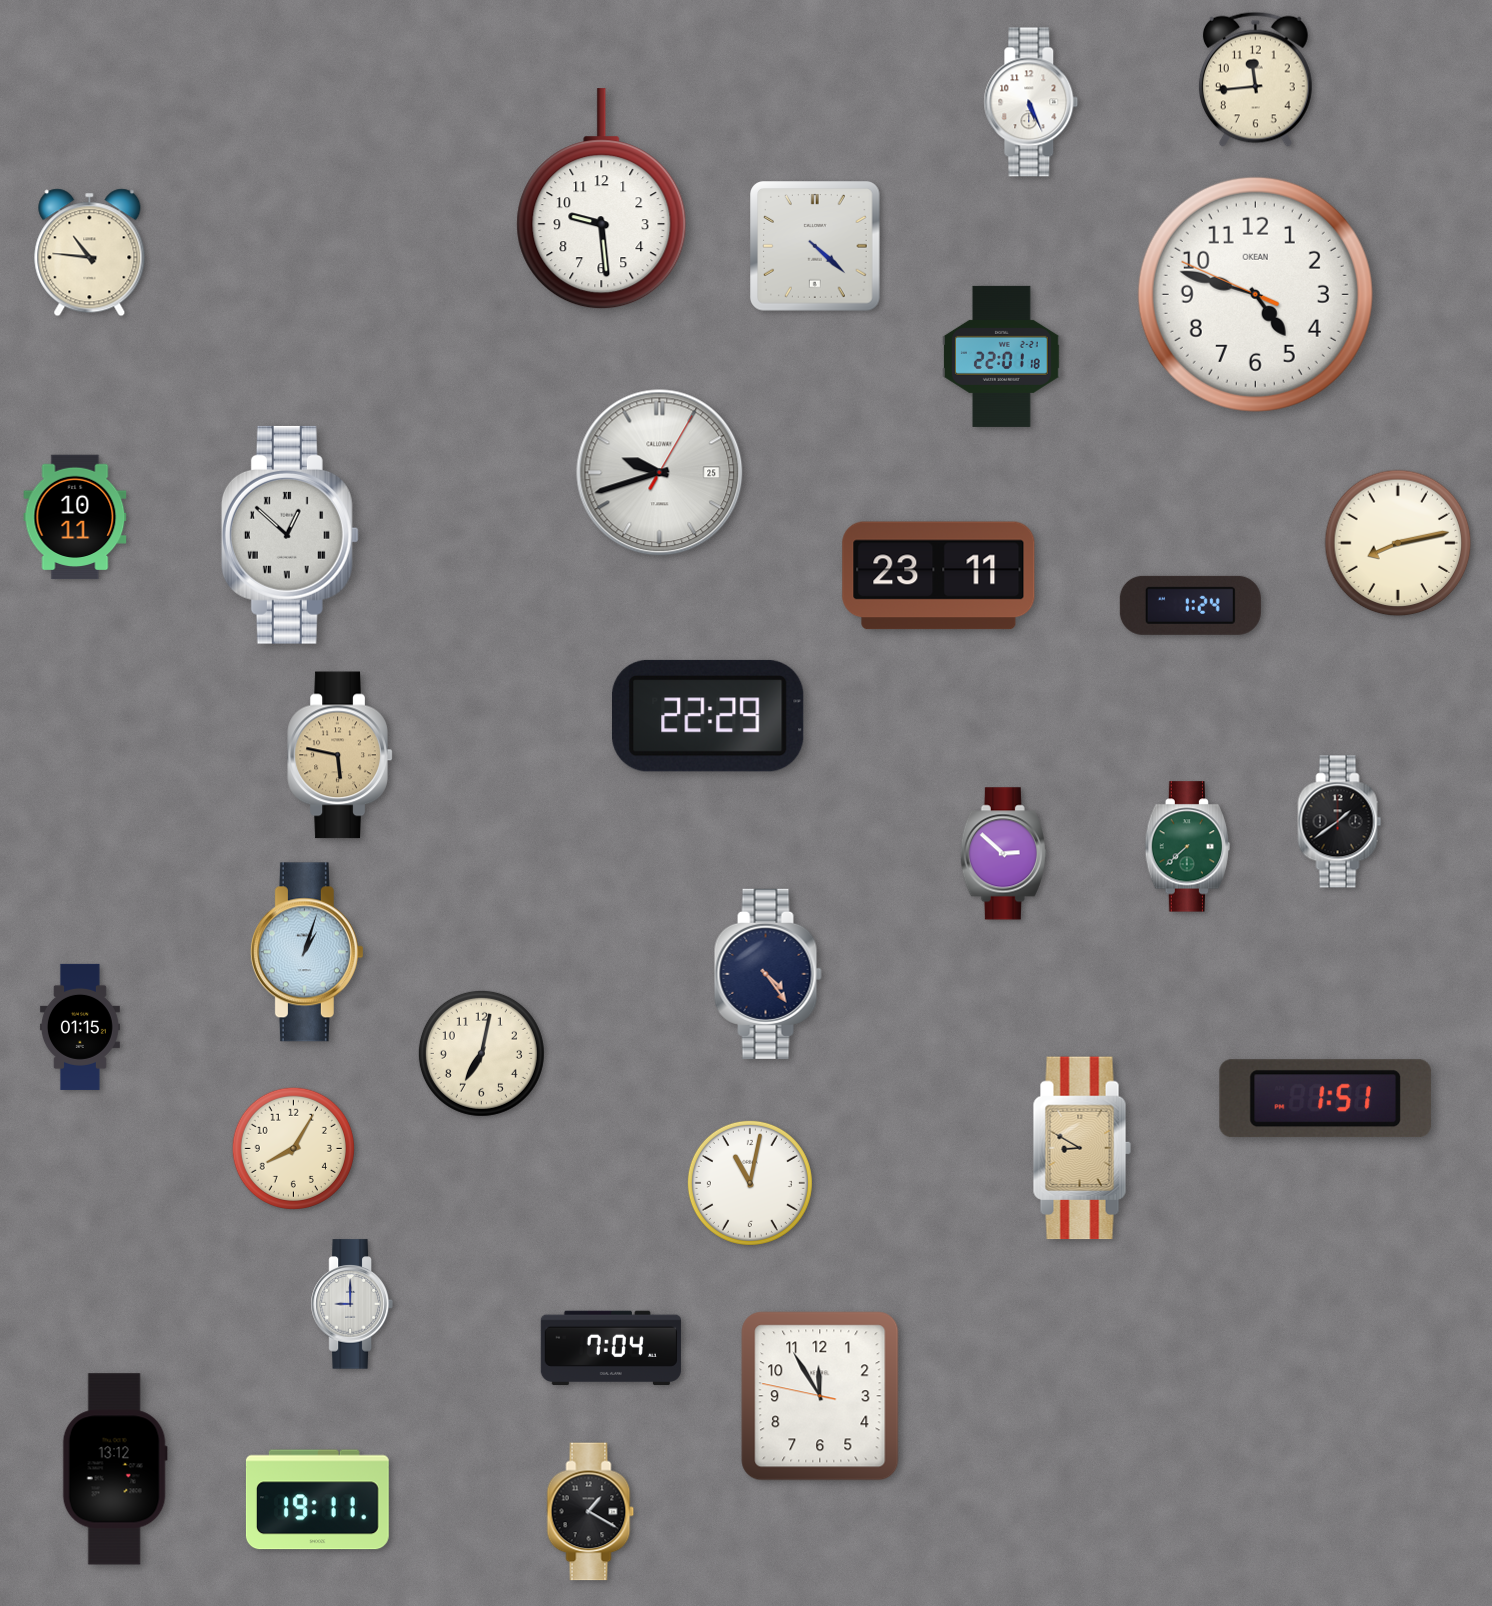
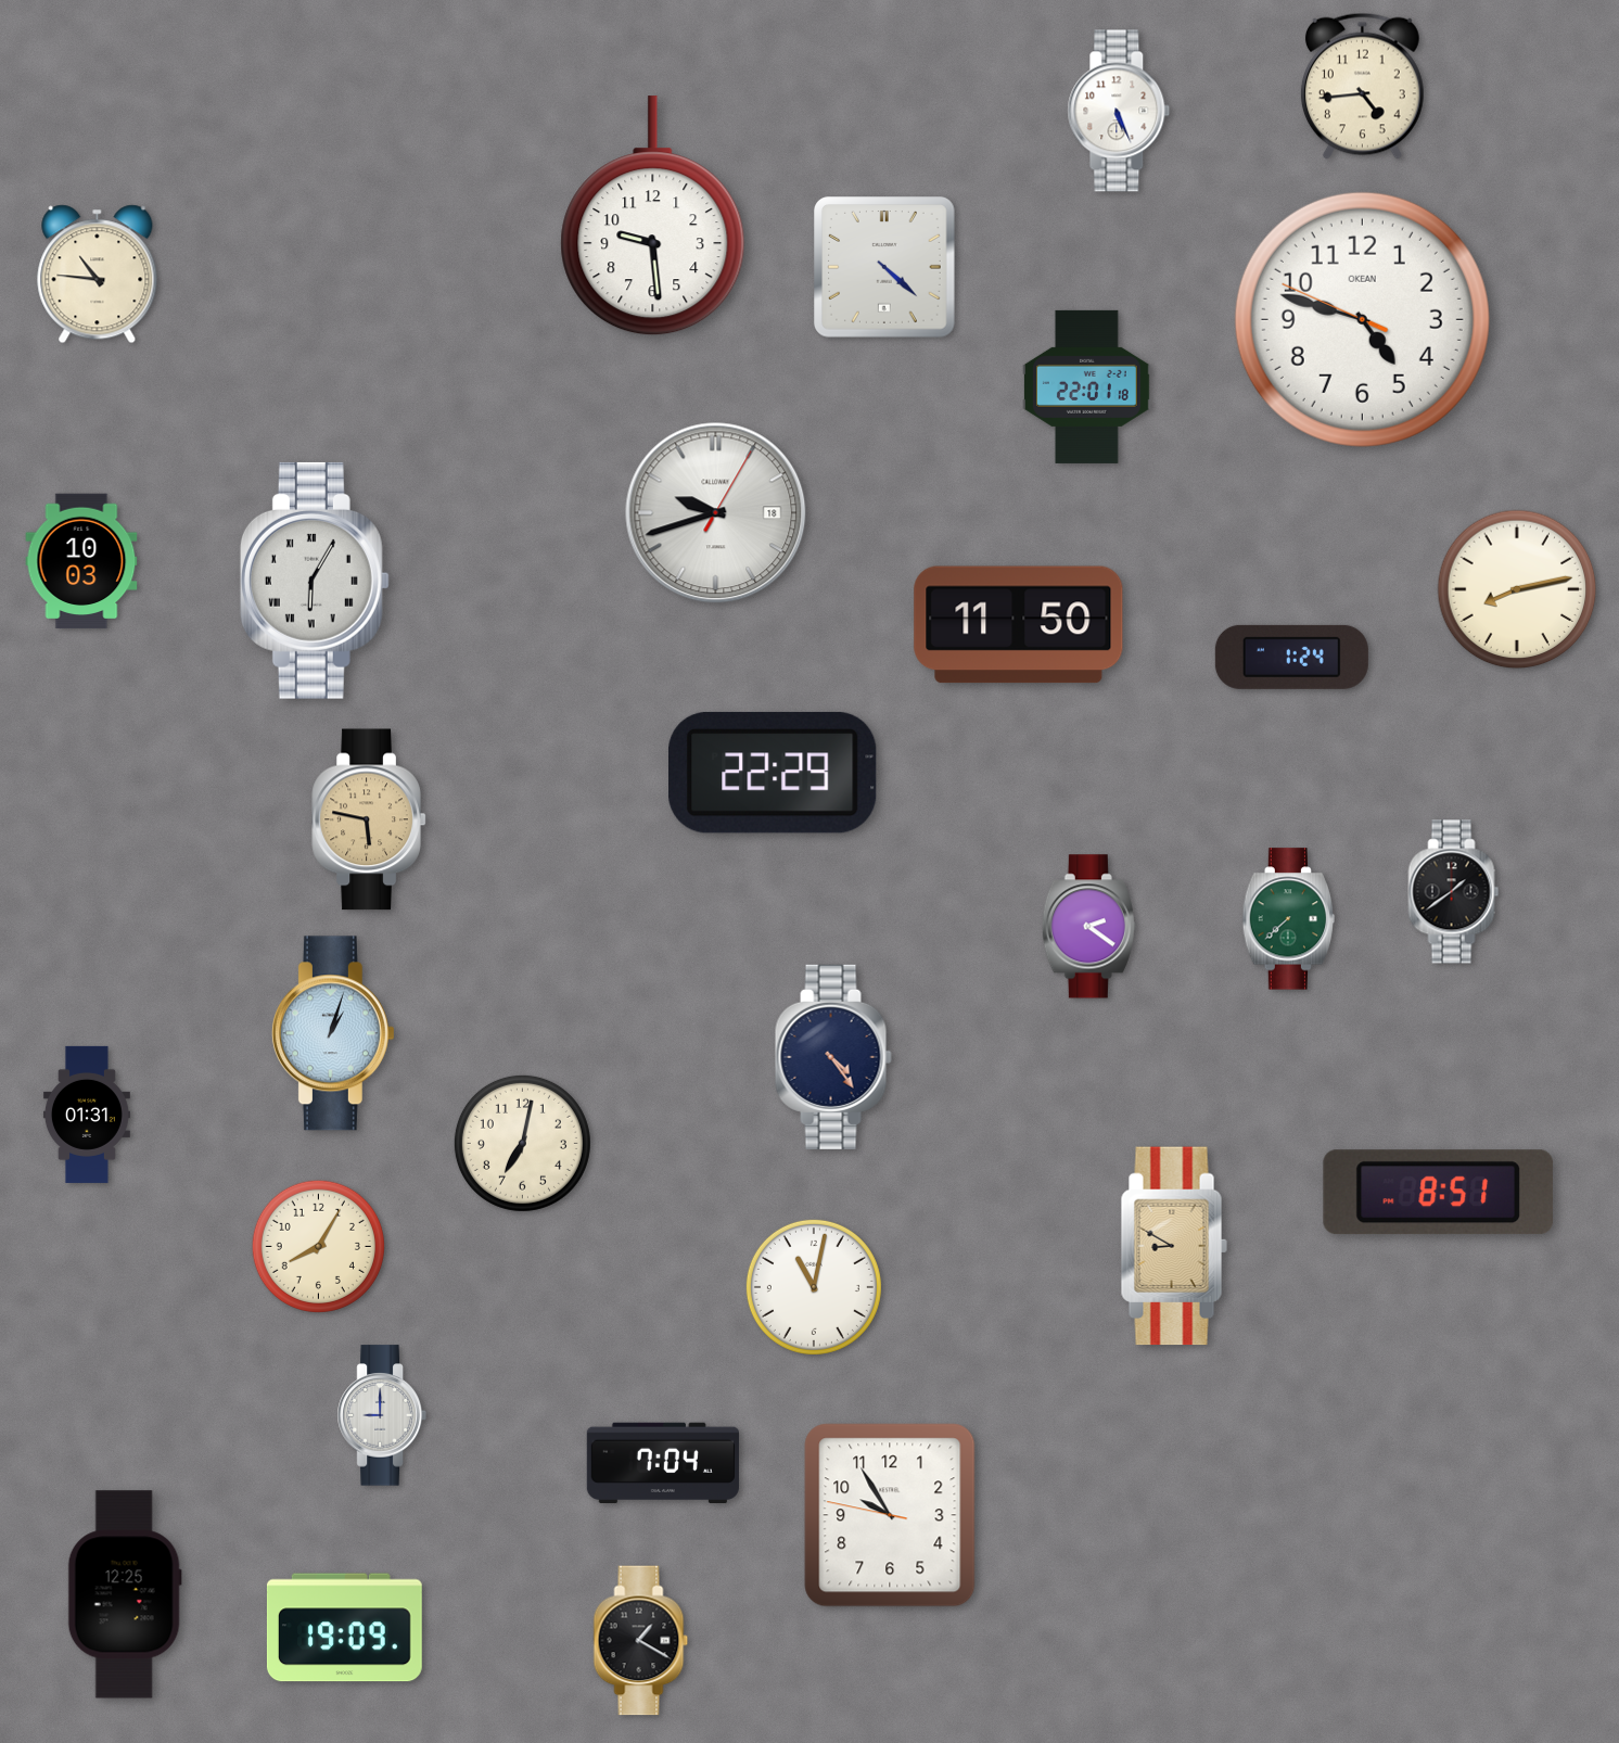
clock at (1255, 79): 11:44 -> 4:44
clock at (660, 473) date: 25 -> 18
clock at (75, 517): 10:11 -> 10:03
clock at (290, 535): 12:52 -> 6:05
clock at (939, 576): 23:11 -> 11:50
clock at (709, 716) position: (709, 716) -> (774, 773)
clock at (1003, 854): 2:52 -> 2:21
clock at (80, 1027): 01:15 -> 01:31
clock at (1325, 1099): 1:51 -> 8:51
clock at (750, 1183) position: (750, 1183) -> (814, 1287)
clock at (820, 1396): 11:54 -> 9:54
clock at (115, 1469): 13:12 -> 12:25
clock at (317, 1500): 19:11 -> 19:09
